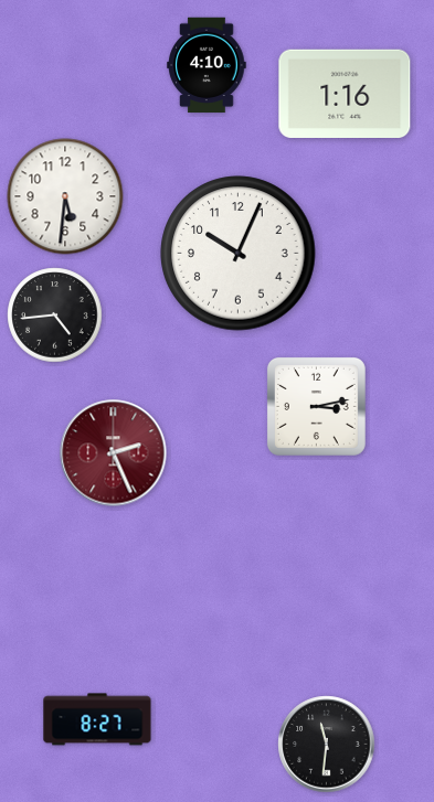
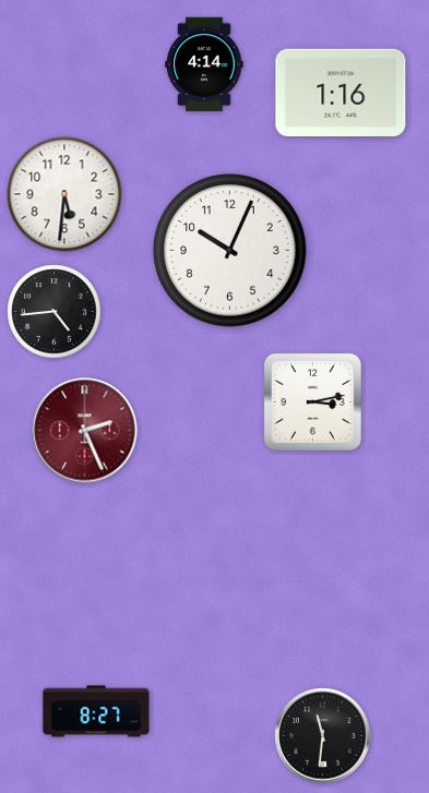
clock at (207, 65): 4:10 -> 4:14
clock at (239, 254) position: (239, 254) -> (230, 251)
clock at (114, 453) position: (114, 453) -> (85, 431)
